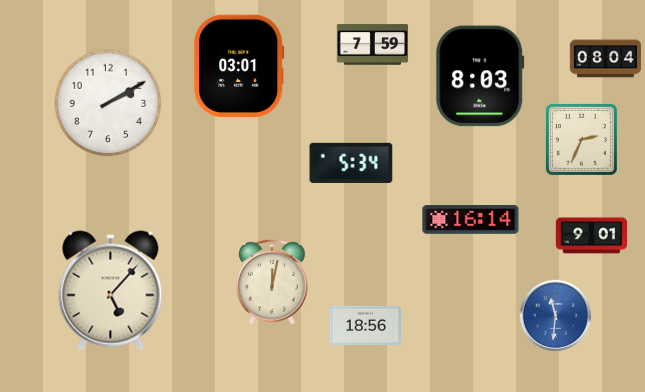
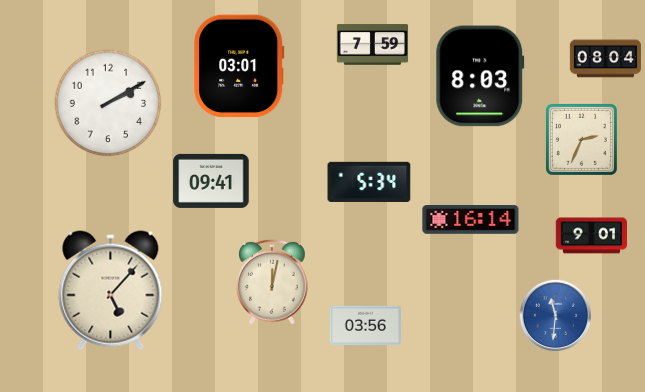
clock at (351, 162) position: (351, 162) -> (369, 181)
clock at (211, 181): none -> 09:41
clock at (366, 326): 18:56 -> 03:56
